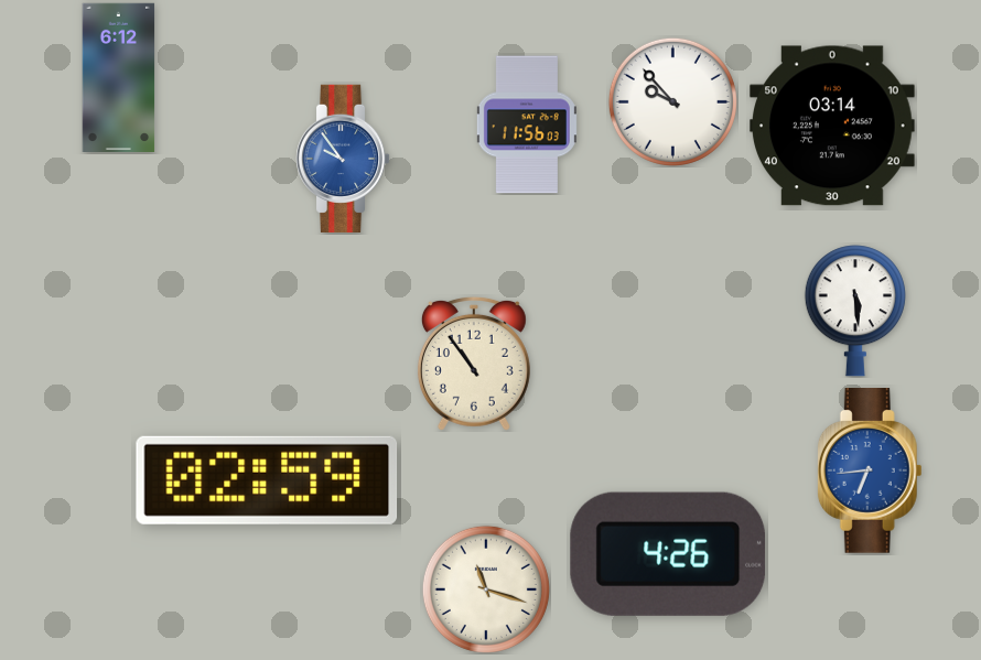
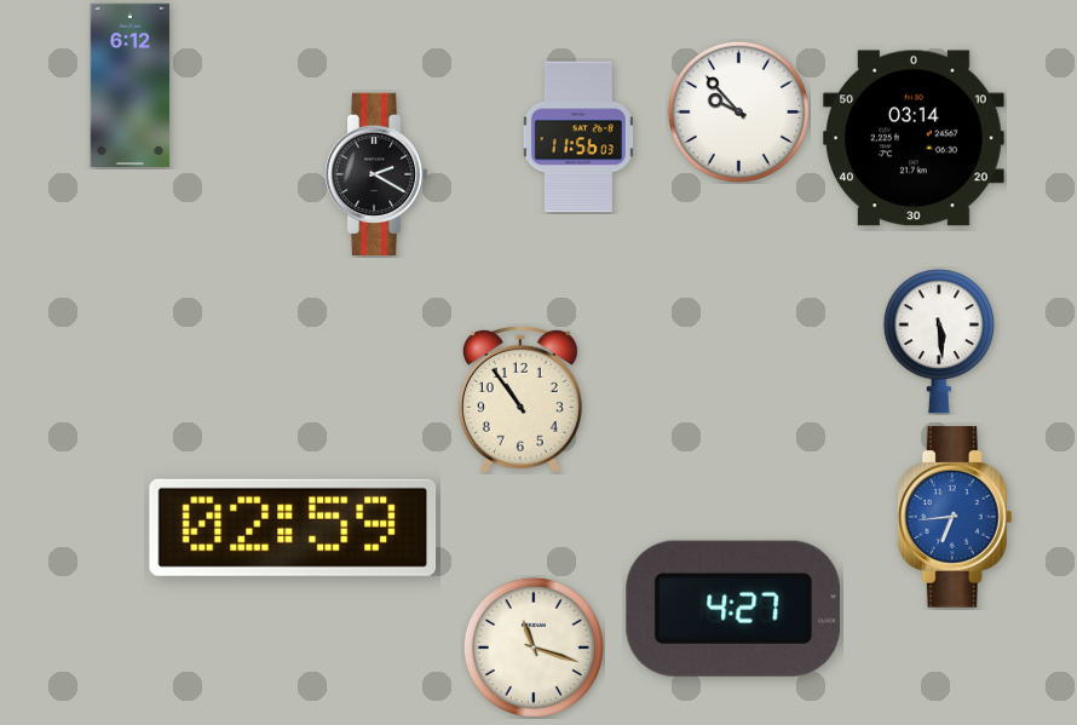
clock at (343, 158): 9:54 -> 2:20
clock at (343, 158) dial: blue -> black
clock at (668, 554): 4:26 -> 4:27
